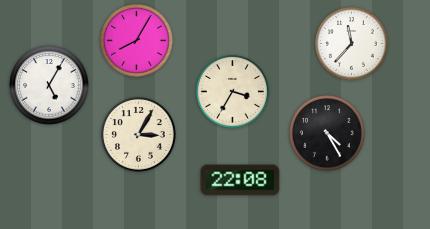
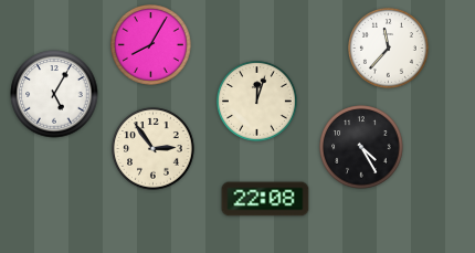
clock at (233, 92): 3:35 -> 12:03
clock at (139, 135): 3:05 -> 2:54
